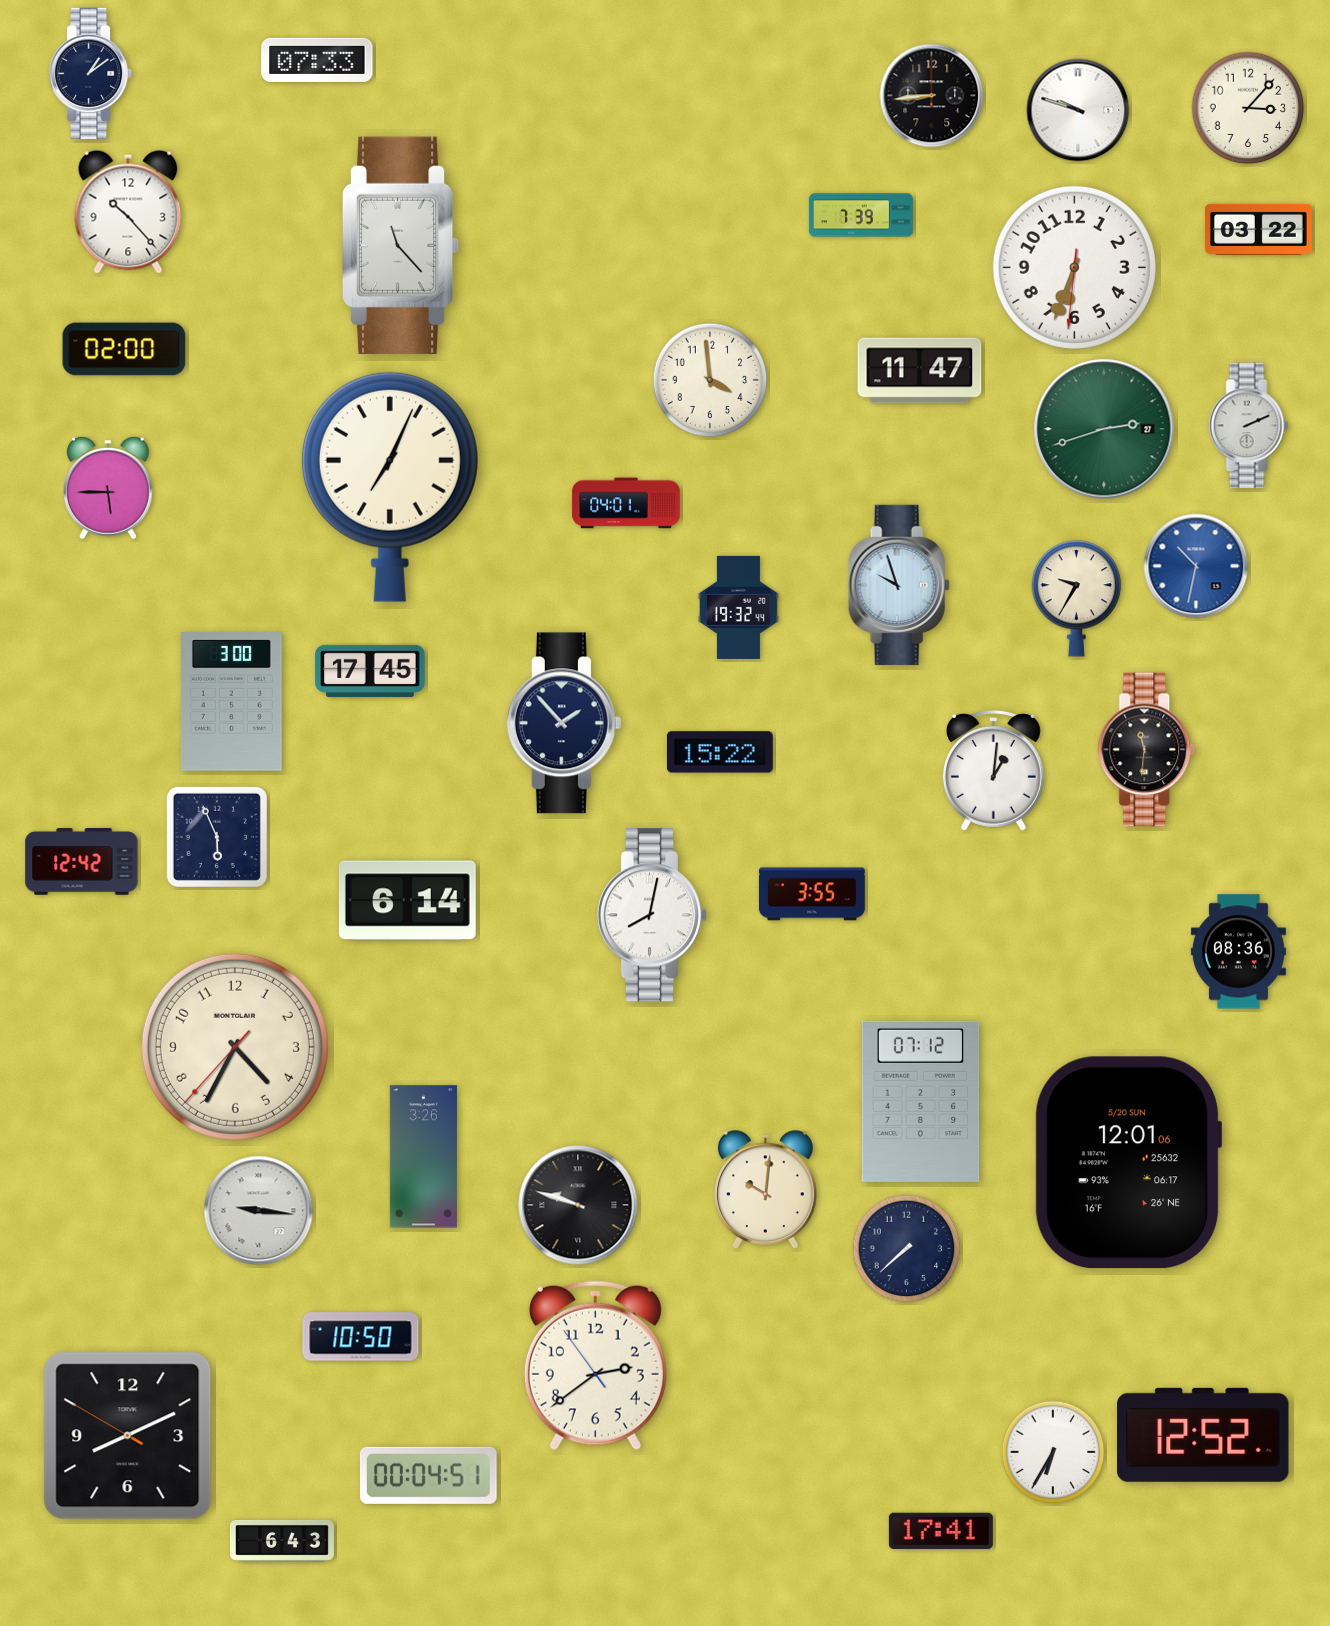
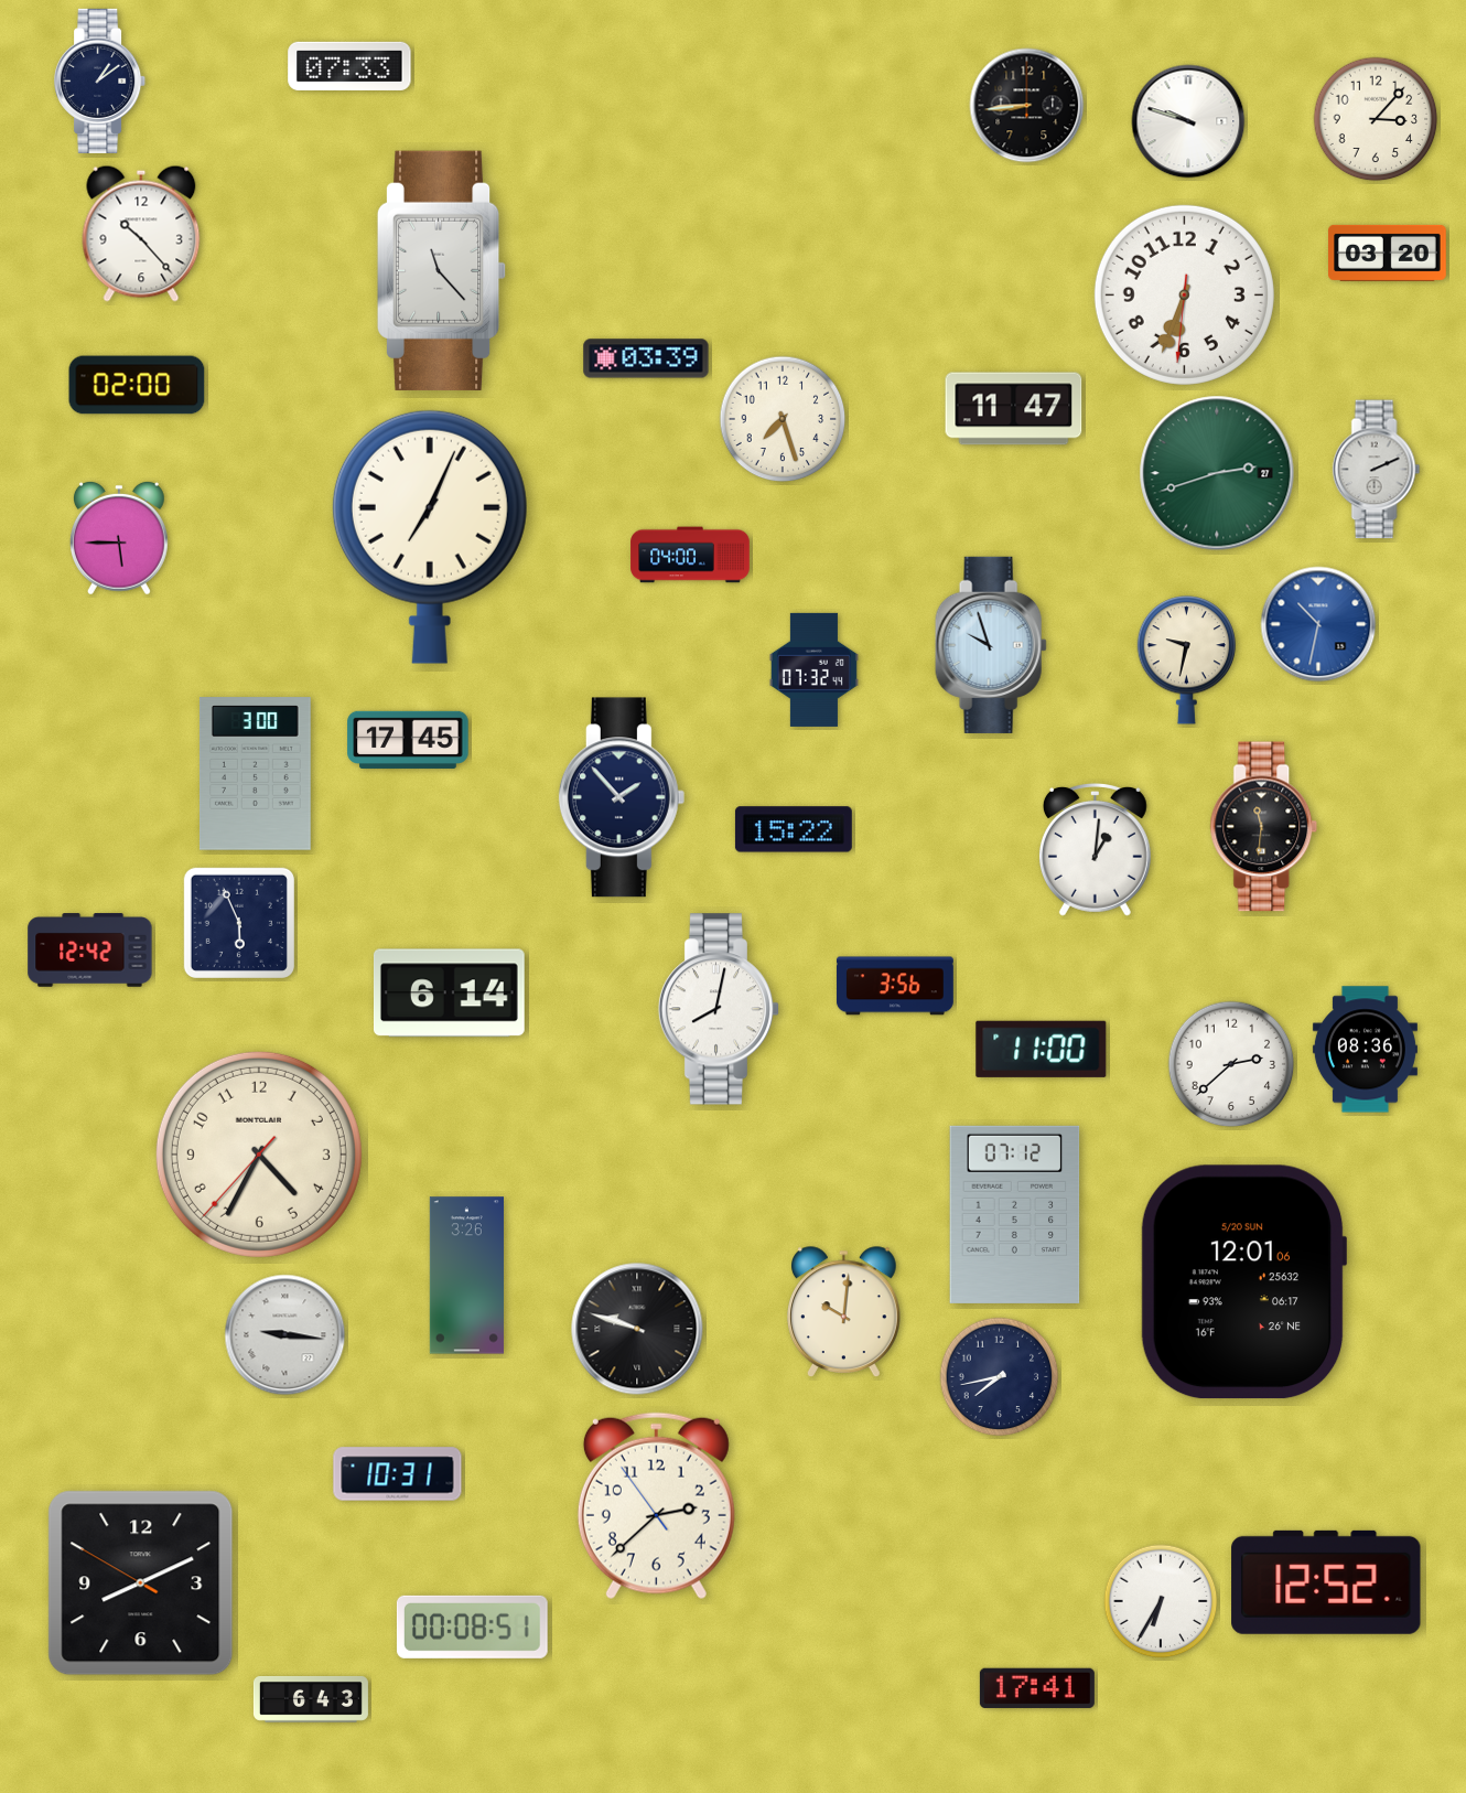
clock at (861, 215): 7:39 -> none
clock at (1259, 229): 03:22 -> 03:20
clock at (646, 358): none -> 03:39
clock at (710, 380): 3:59 -> 7:27
clock at (626, 503): 04:01 -> 04:00
clock at (1077, 599): 9:35 -> 9:32
clock at (738, 607): 19:32 -> 07:32
clock at (812, 894): 3:55 -> 3:56
clock at (1042, 1049): none -> 11:00
clock at (1231, 1064): none -> 2:38
clock at (907, 1249): 7:38 -> 7:43
clock at (361, 1337): 10:50 -> 10:31
clock at (595, 1366): 2:38 -> 2:37
clock at (428, 1475): 00:04 -> 00:08
